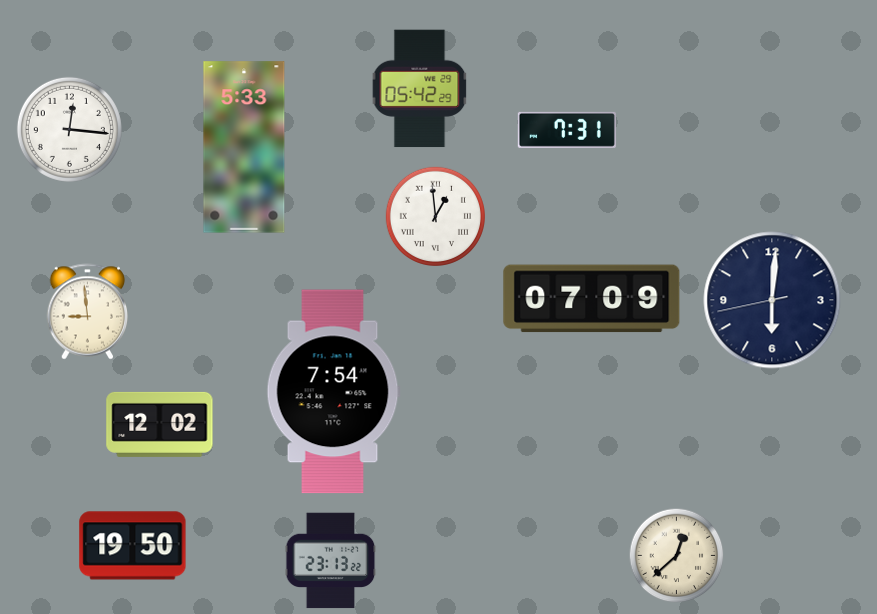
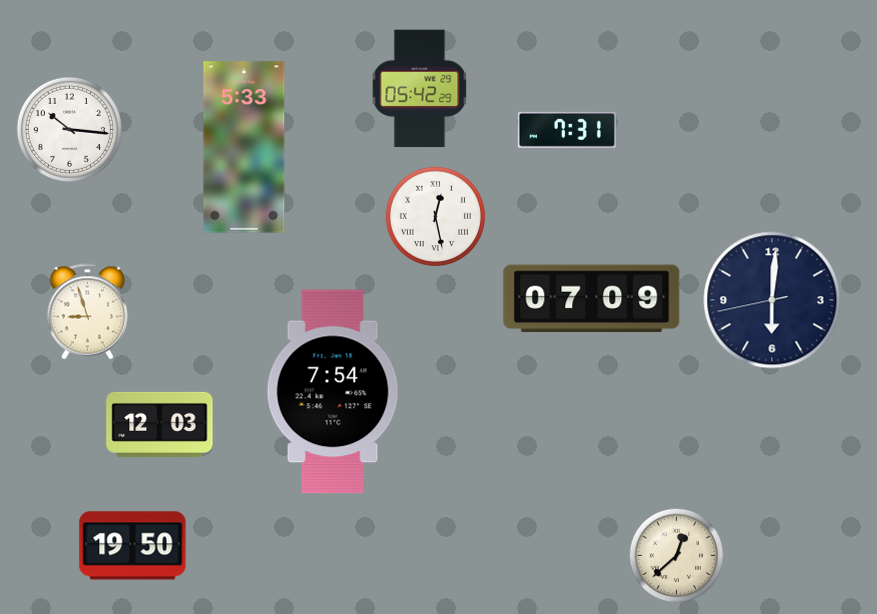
clock at (69, 129): 12:16 -> 10:16
clock at (435, 216): 12:59 -> 12:28
clock at (88, 312): 8:59 -> 8:57
clock at (160, 424): 12:02 -> 12:03
clock at (331, 561): 23:13 -> none
